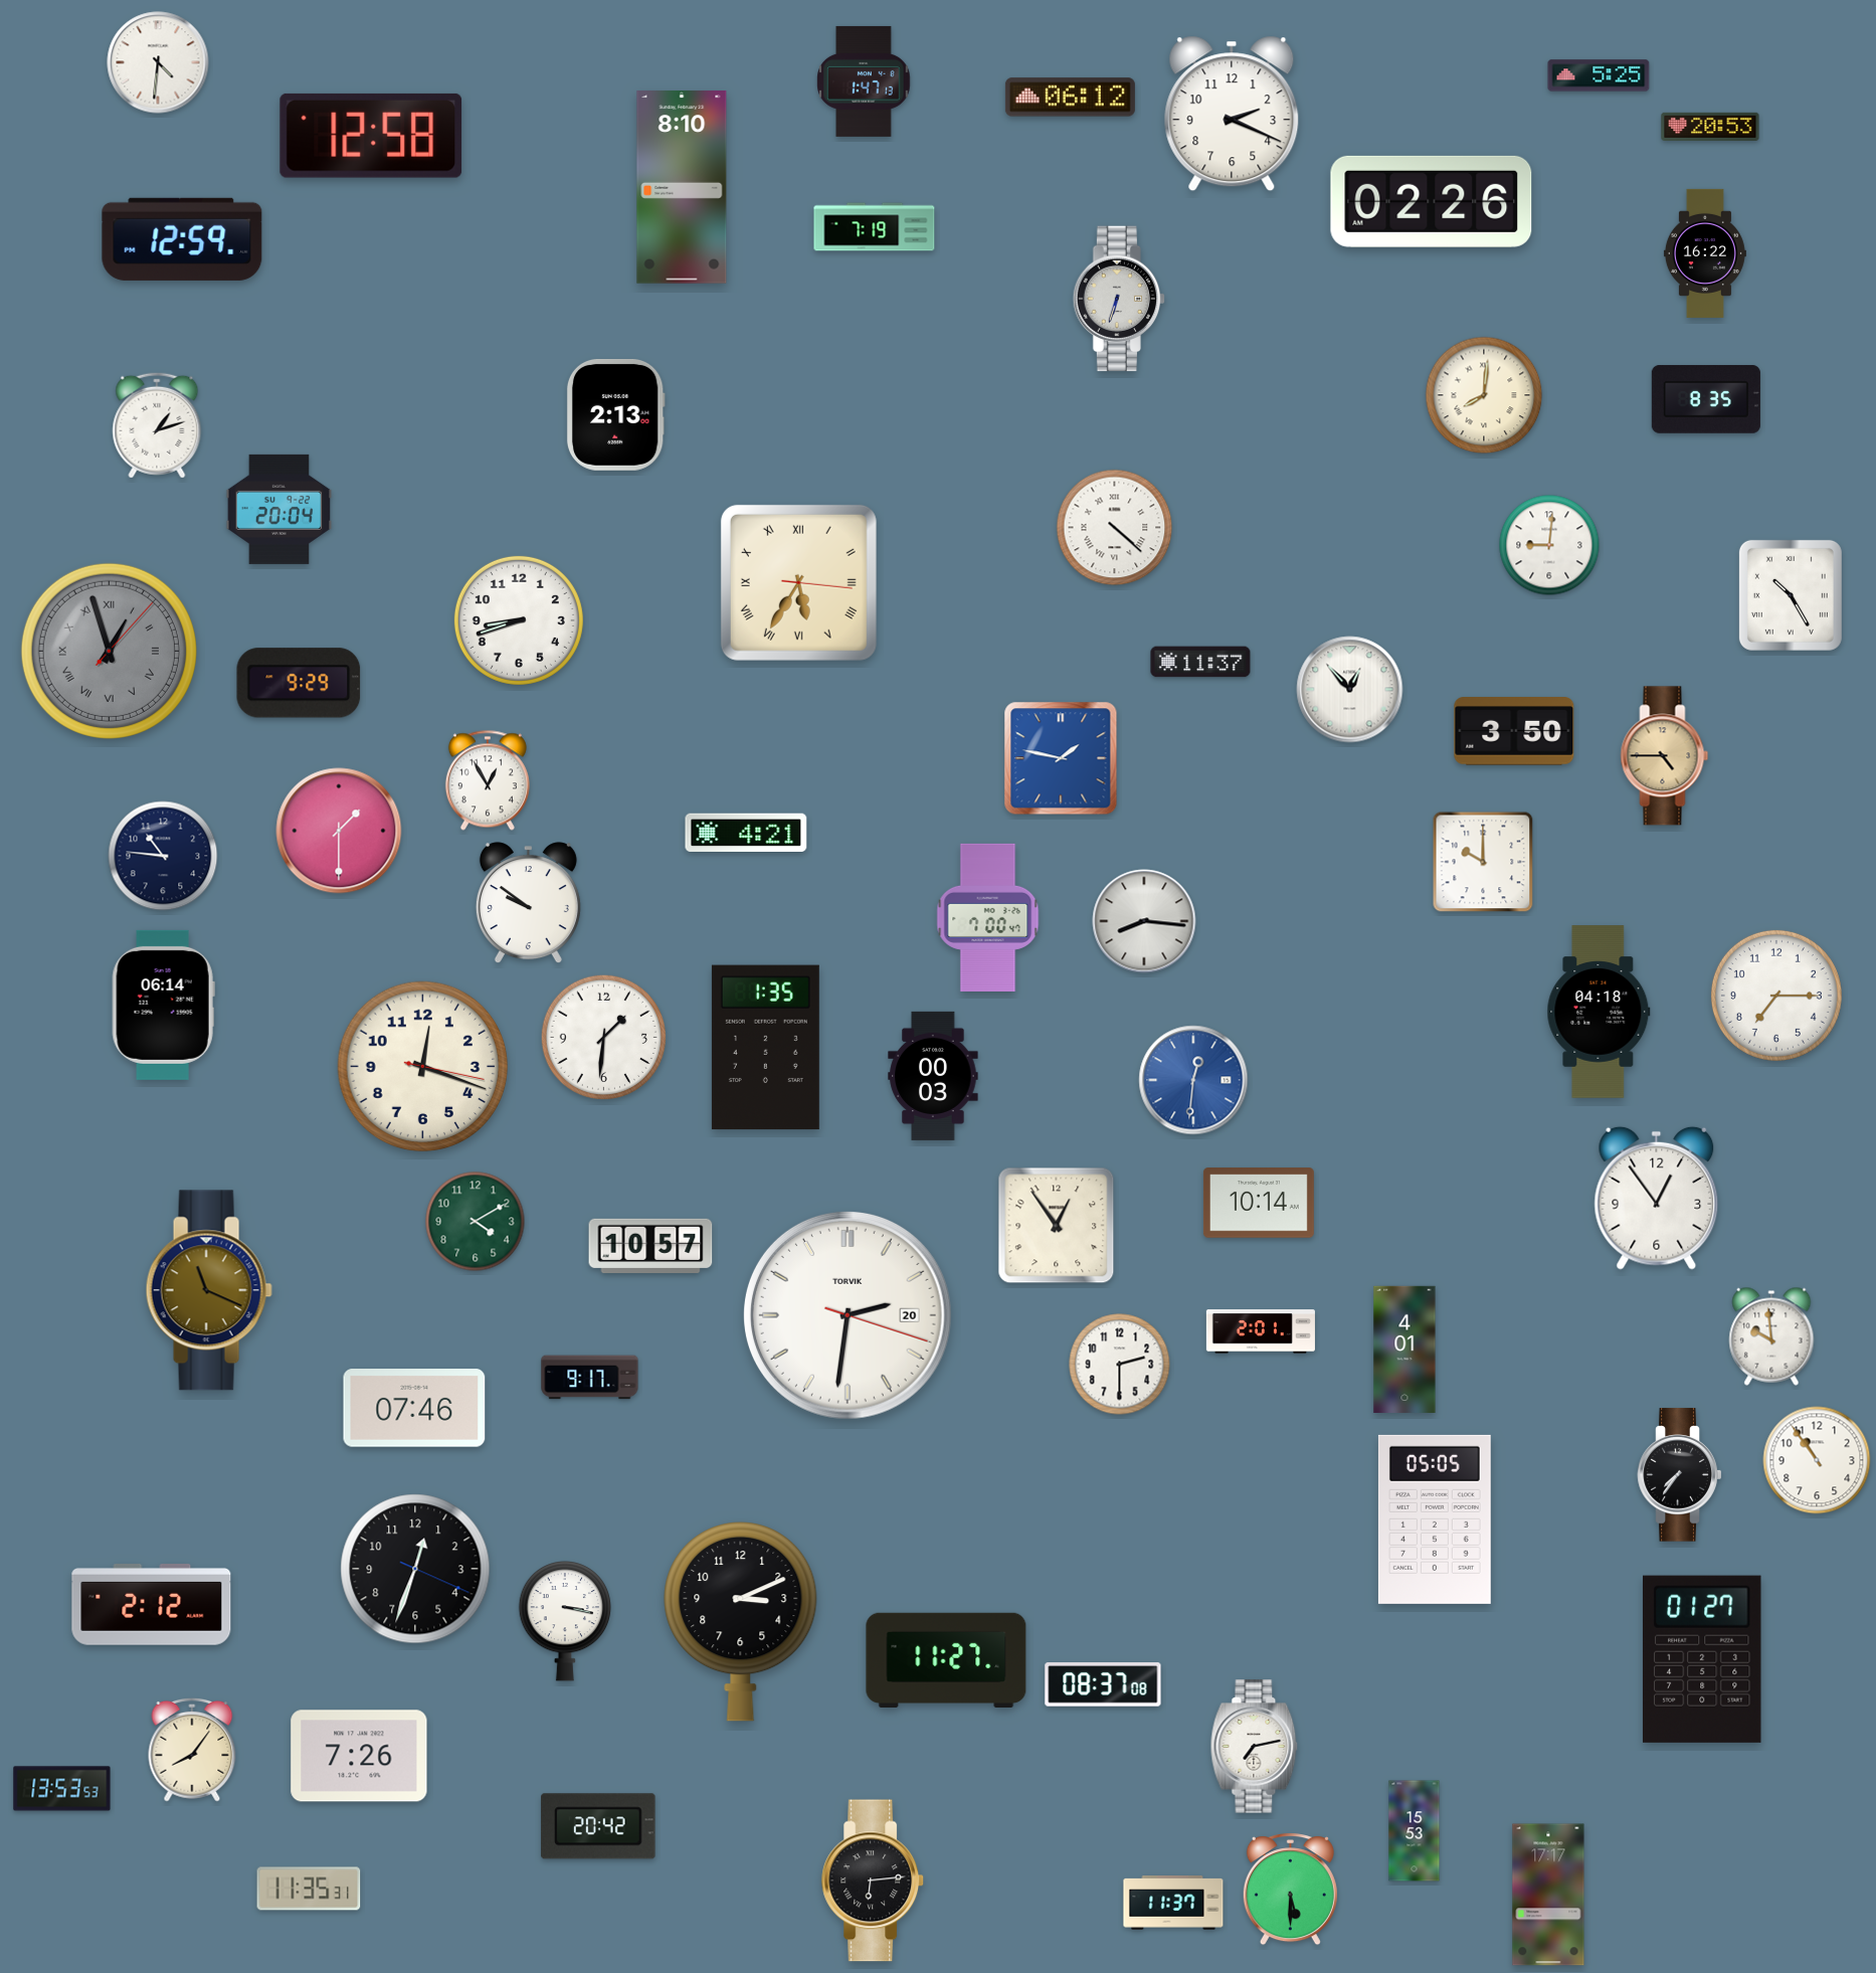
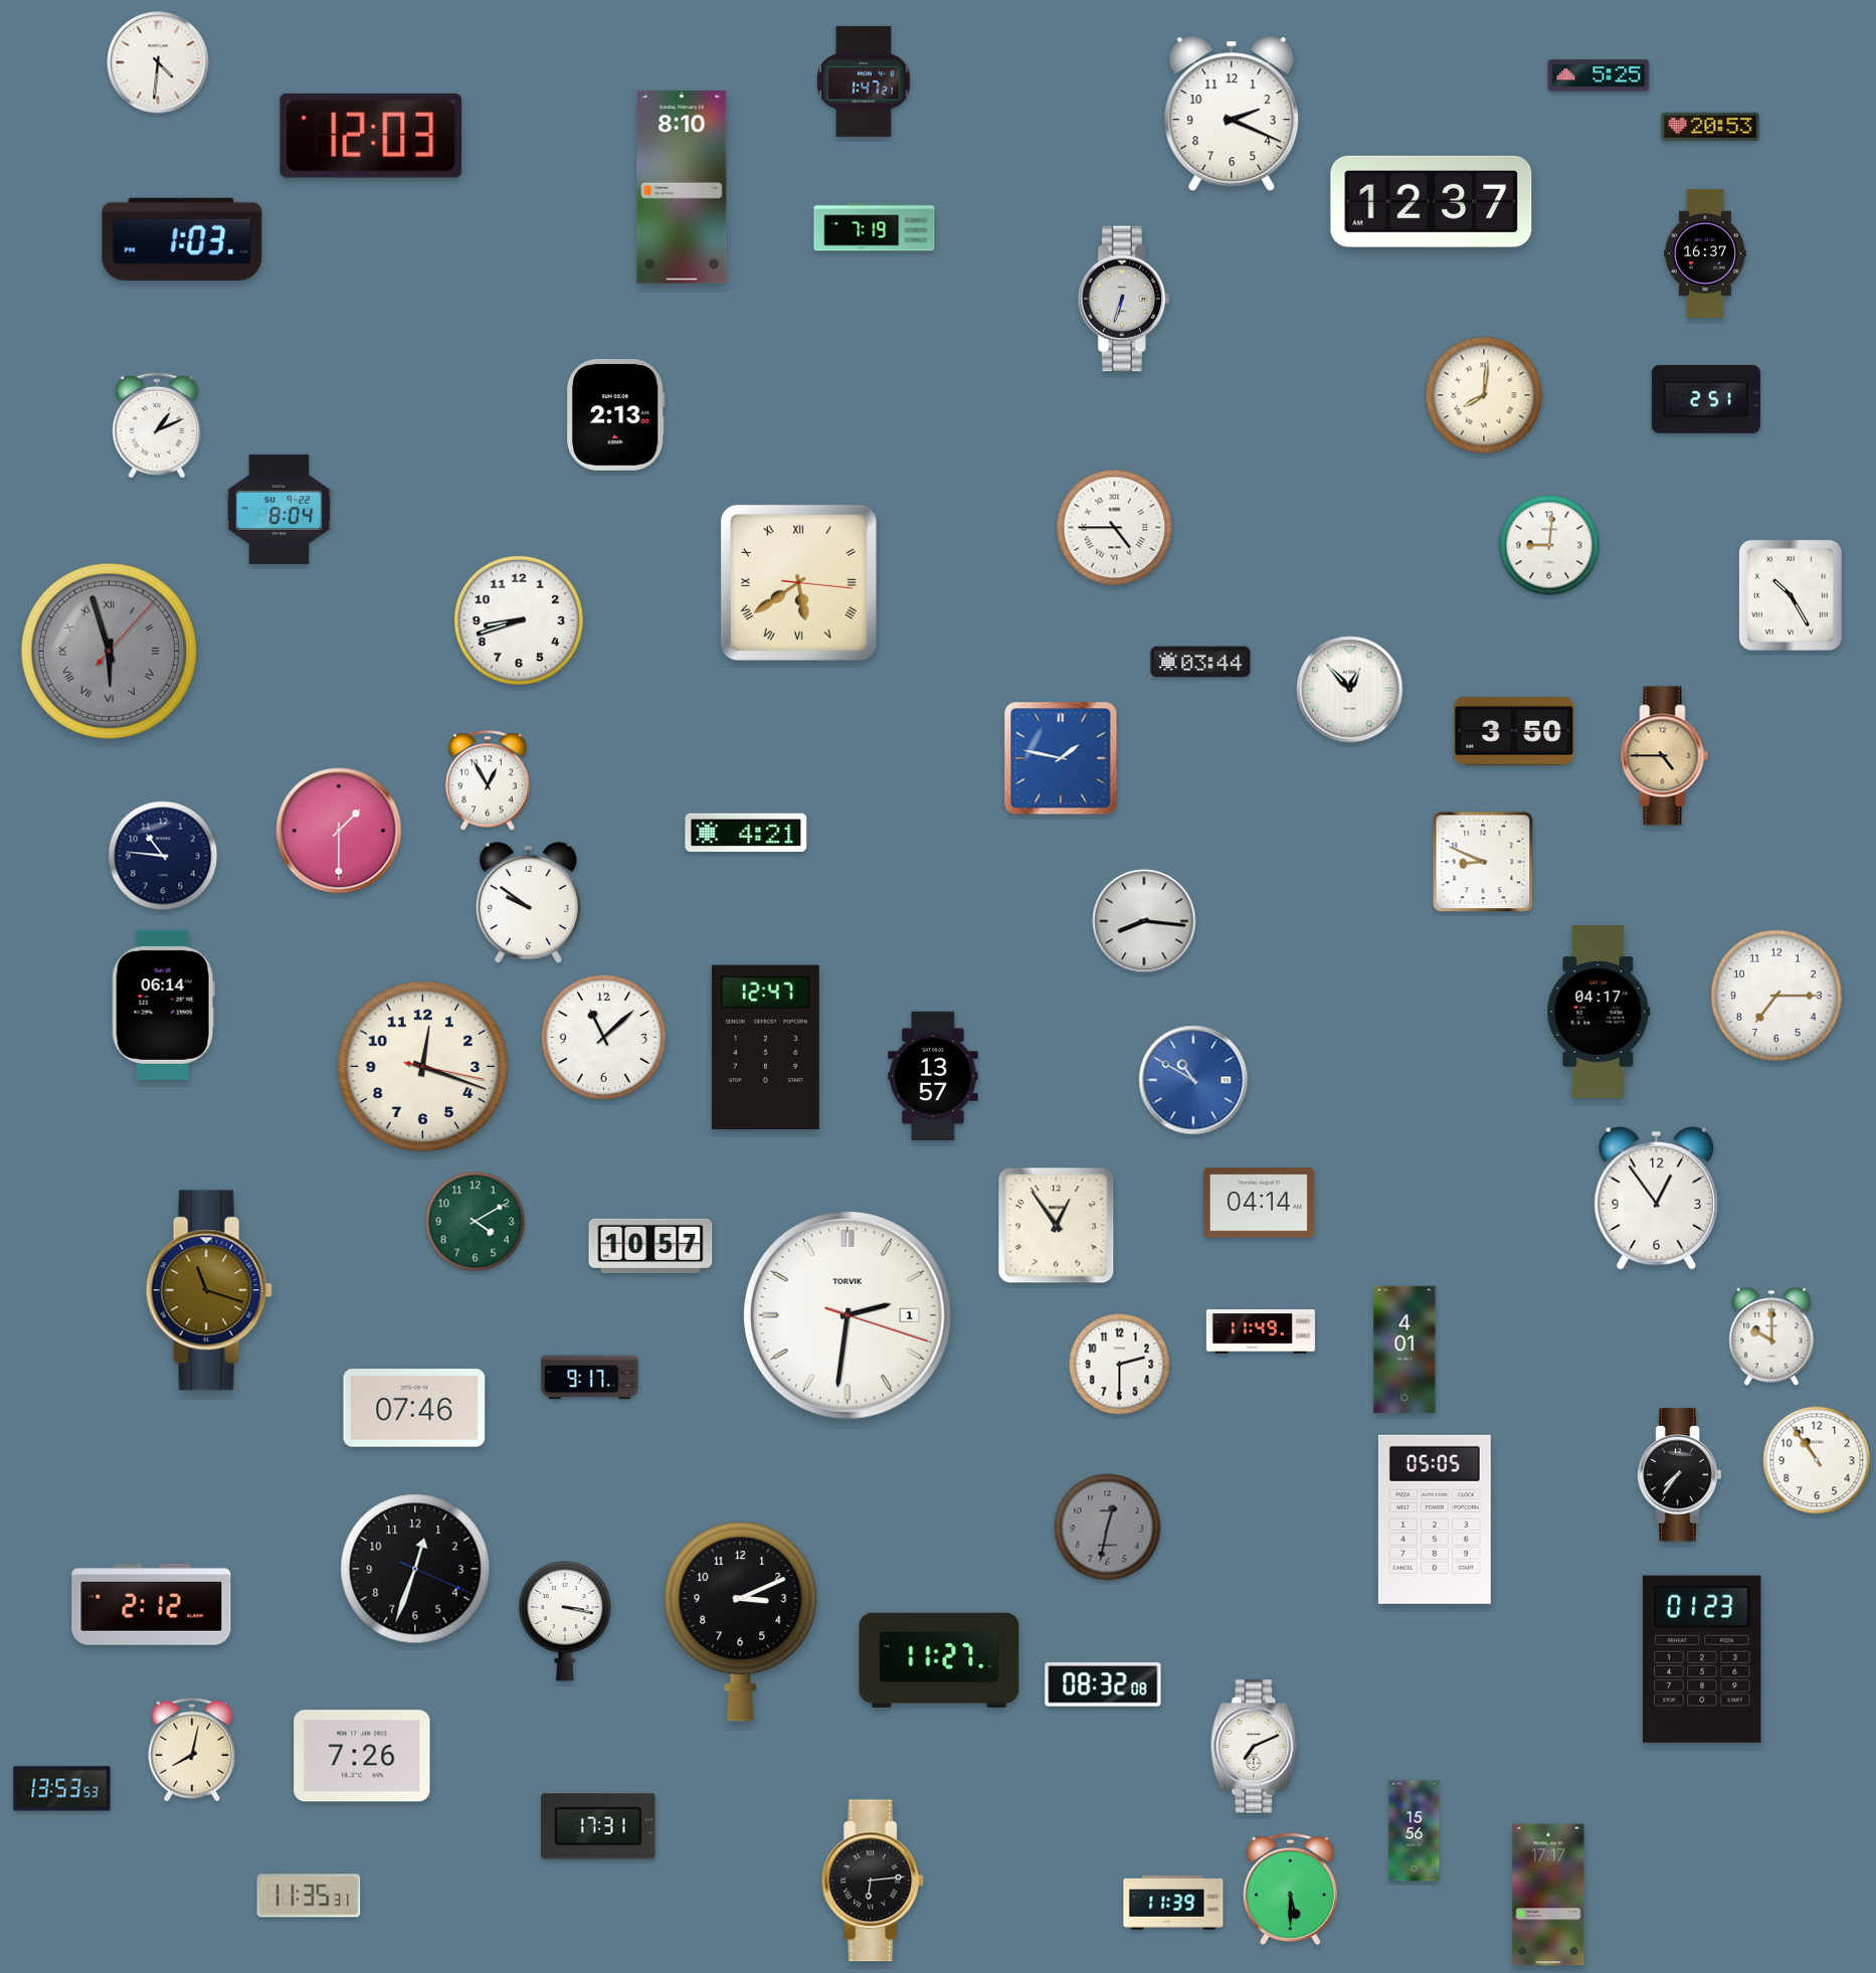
clock at (864, 81): 1:47:13 -> 1:47:21
clock at (1070, 98): 06:12 -> none
clock at (371, 136): 12:58 -> 12:03
clock at (1432, 201): 02:26 -> 12:37
clock at (182, 239): 12:59 -> 1:03
clock at (1705, 253): 16:22 -> 16:37
clock at (1119, 299) position: (1119, 299) -> (1124, 299)
clock at (1706, 399): 8:35 -> 2:51
clock at (157, 425): 1:12 -> 1:11
clock at (279, 509): 20:04 -> 8:04
clock at (1115, 528): 4:22 -> 4:45
clock at (798, 582): 5:35 -> 5:39
clock at (109, 651): 12:57 -> 5:57
clock at (1200, 662): 11:37 -> 03:44
clock at (299, 683): 9:29 -> none
clock at (1483, 862): 10:00 -> 8:49
clock at (988, 917): 7:00 -> none
clock at (1599, 1012): 04:18 -> 04:17
clock at (603, 1037): 1:31 -> 11:08
clock at (765, 1048): 1:35 -> 12:47
clock at (933, 1076): 00:03 -> 13:57
clock at (1193, 1080): 12:31 -> 10:50
clock at (1259, 1203): 10:14 -> 04:14
clock at (209, 1290): 11:19 -> 11:18
clock at (848, 1315) date: 20 -> 1
clock at (1261, 1331): 2:01 -> 11:49
clock at (1771, 1336): 9:59 -> 10:00
clock at (1108, 1528): none -> 12:32
clock at (946, 1659) position: (946, 1659) -> (939, 1659)
clock at (1703, 1659): 01:27 -> 01:23
clock at (1103, 1684): 08:37 -> 08:32
clock at (1255, 1747): 7:13 -> 7:11
clock at (192, 1750): 8:06 -> 8:02
clock at (359, 1756) position: (359, 1756) -> (362, 1756)
clock at (598, 1826): 20:42 -> 17:31
clock at (1415, 1831): 15:53 -> 15:56
clock at (309, 1889) position: (309, 1889) -> (309, 1896)
clock at (1173, 1904): 11:37 -> 11:39
